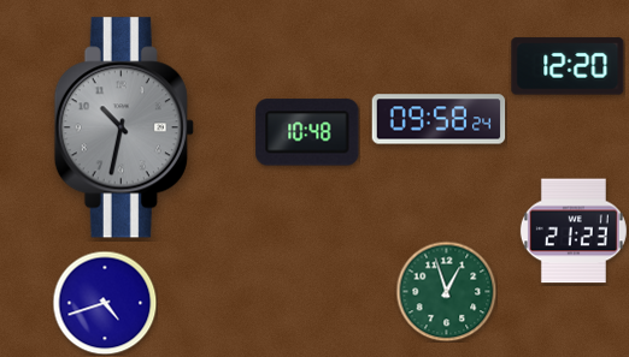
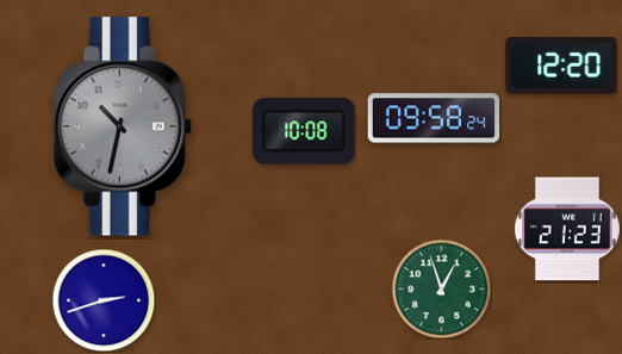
clock at (307, 132): 10:48 -> 10:08
clock at (105, 303): 4:42 -> 2:42
